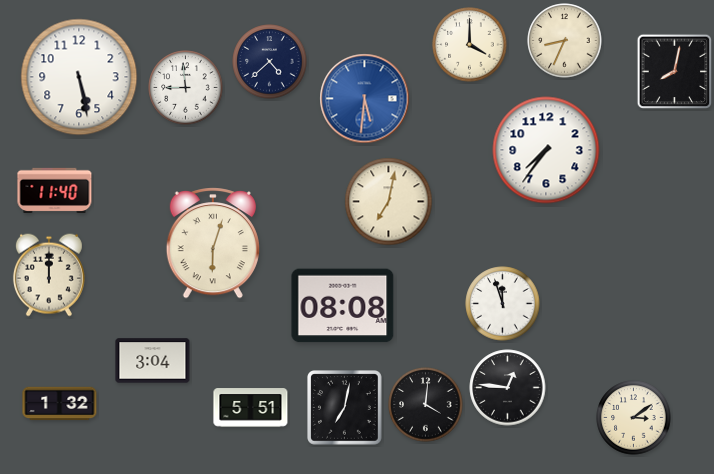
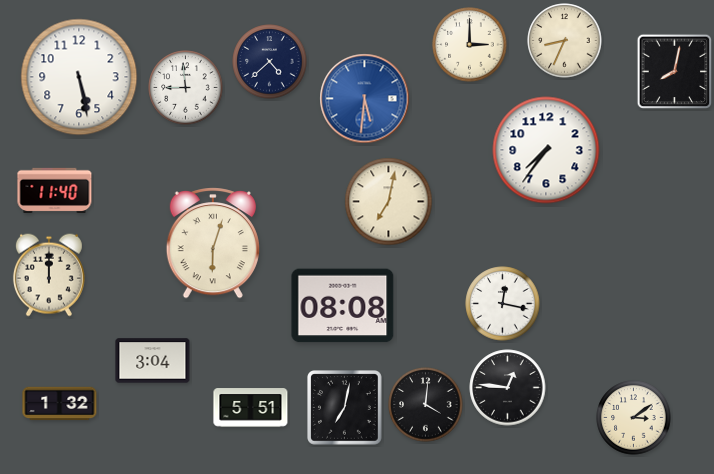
clock at (470, 45): 4:00 -> 3:00
clock at (503, 304): 11:57 -> 12:17
